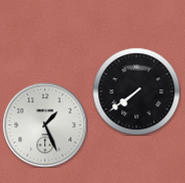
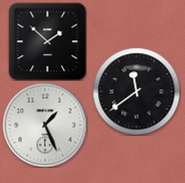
clock at (47, 41): none -> 1:52
clock at (136, 91): 7:39 -> 11:39
